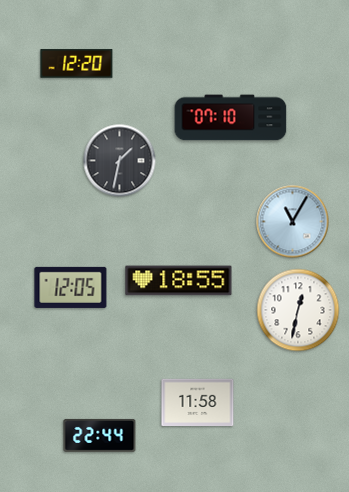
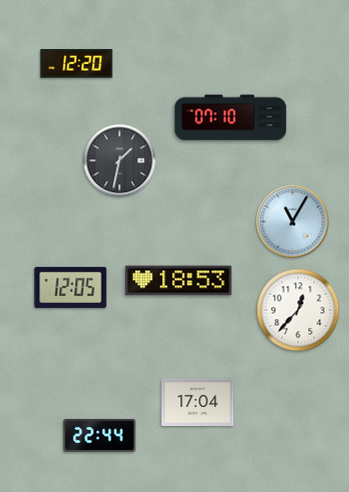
clock at (179, 281): 18:55 -> 18:53
clock at (298, 310): 12:32 -> 12:37
clock at (198, 402): 11:58 -> 17:04
